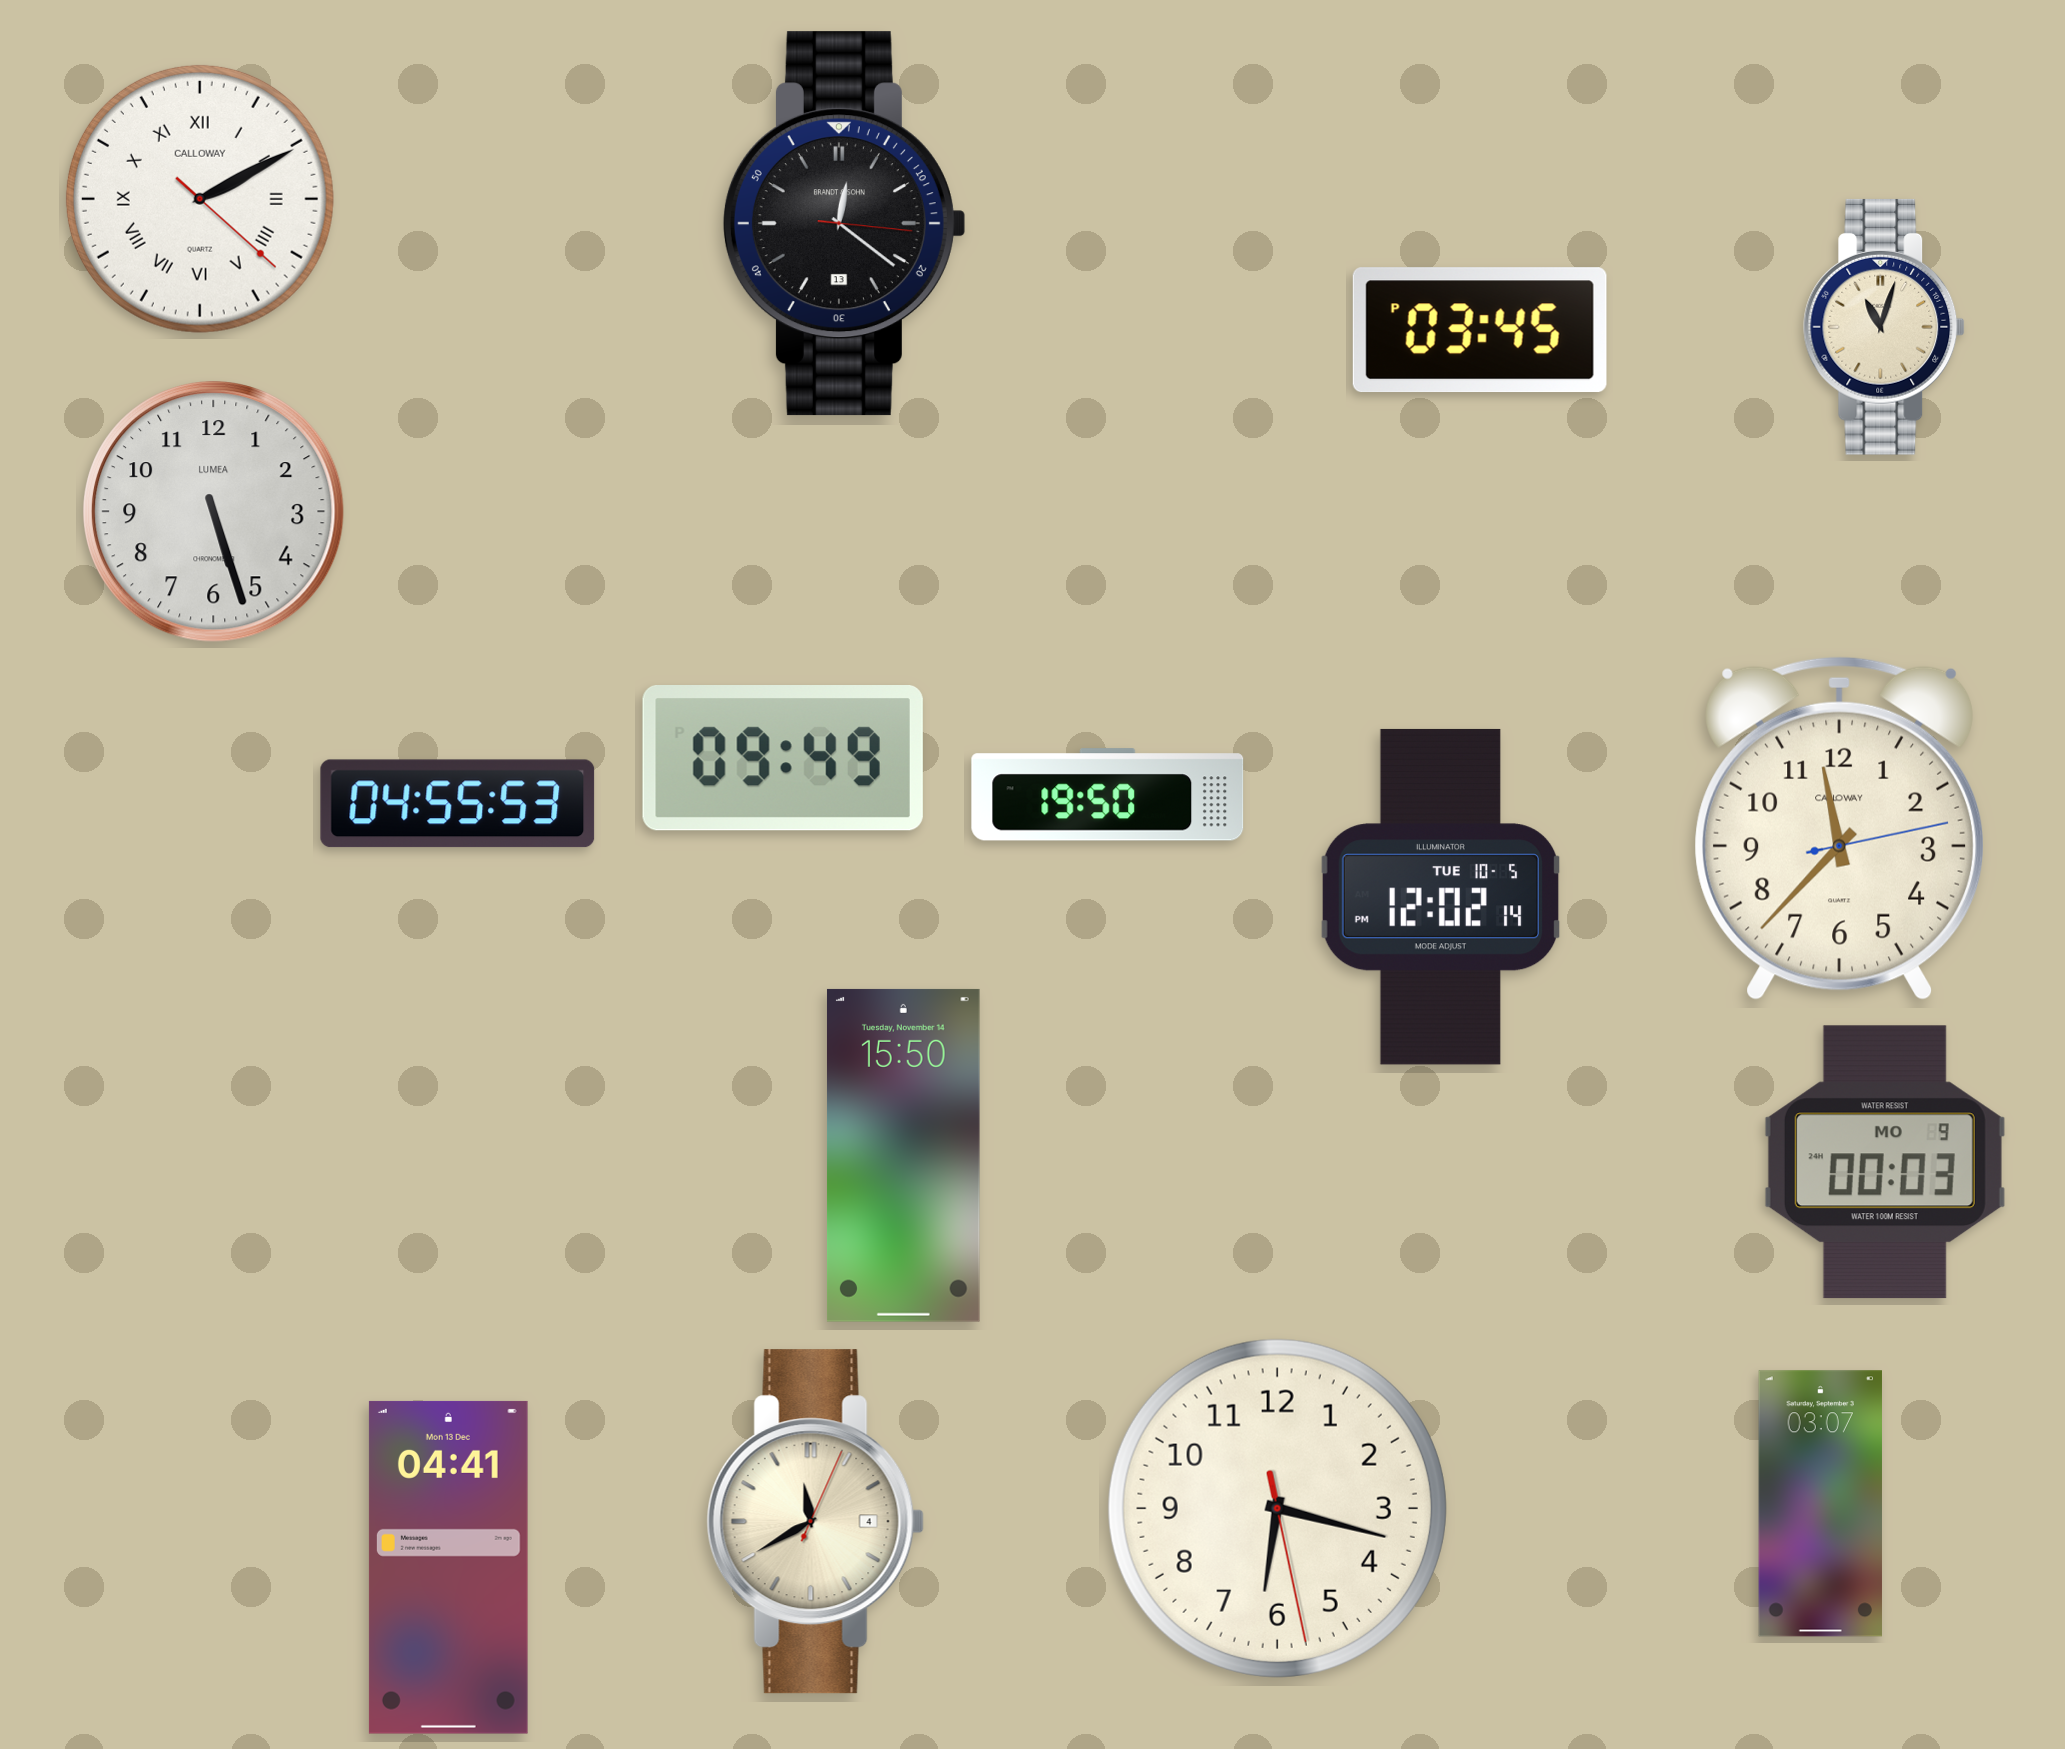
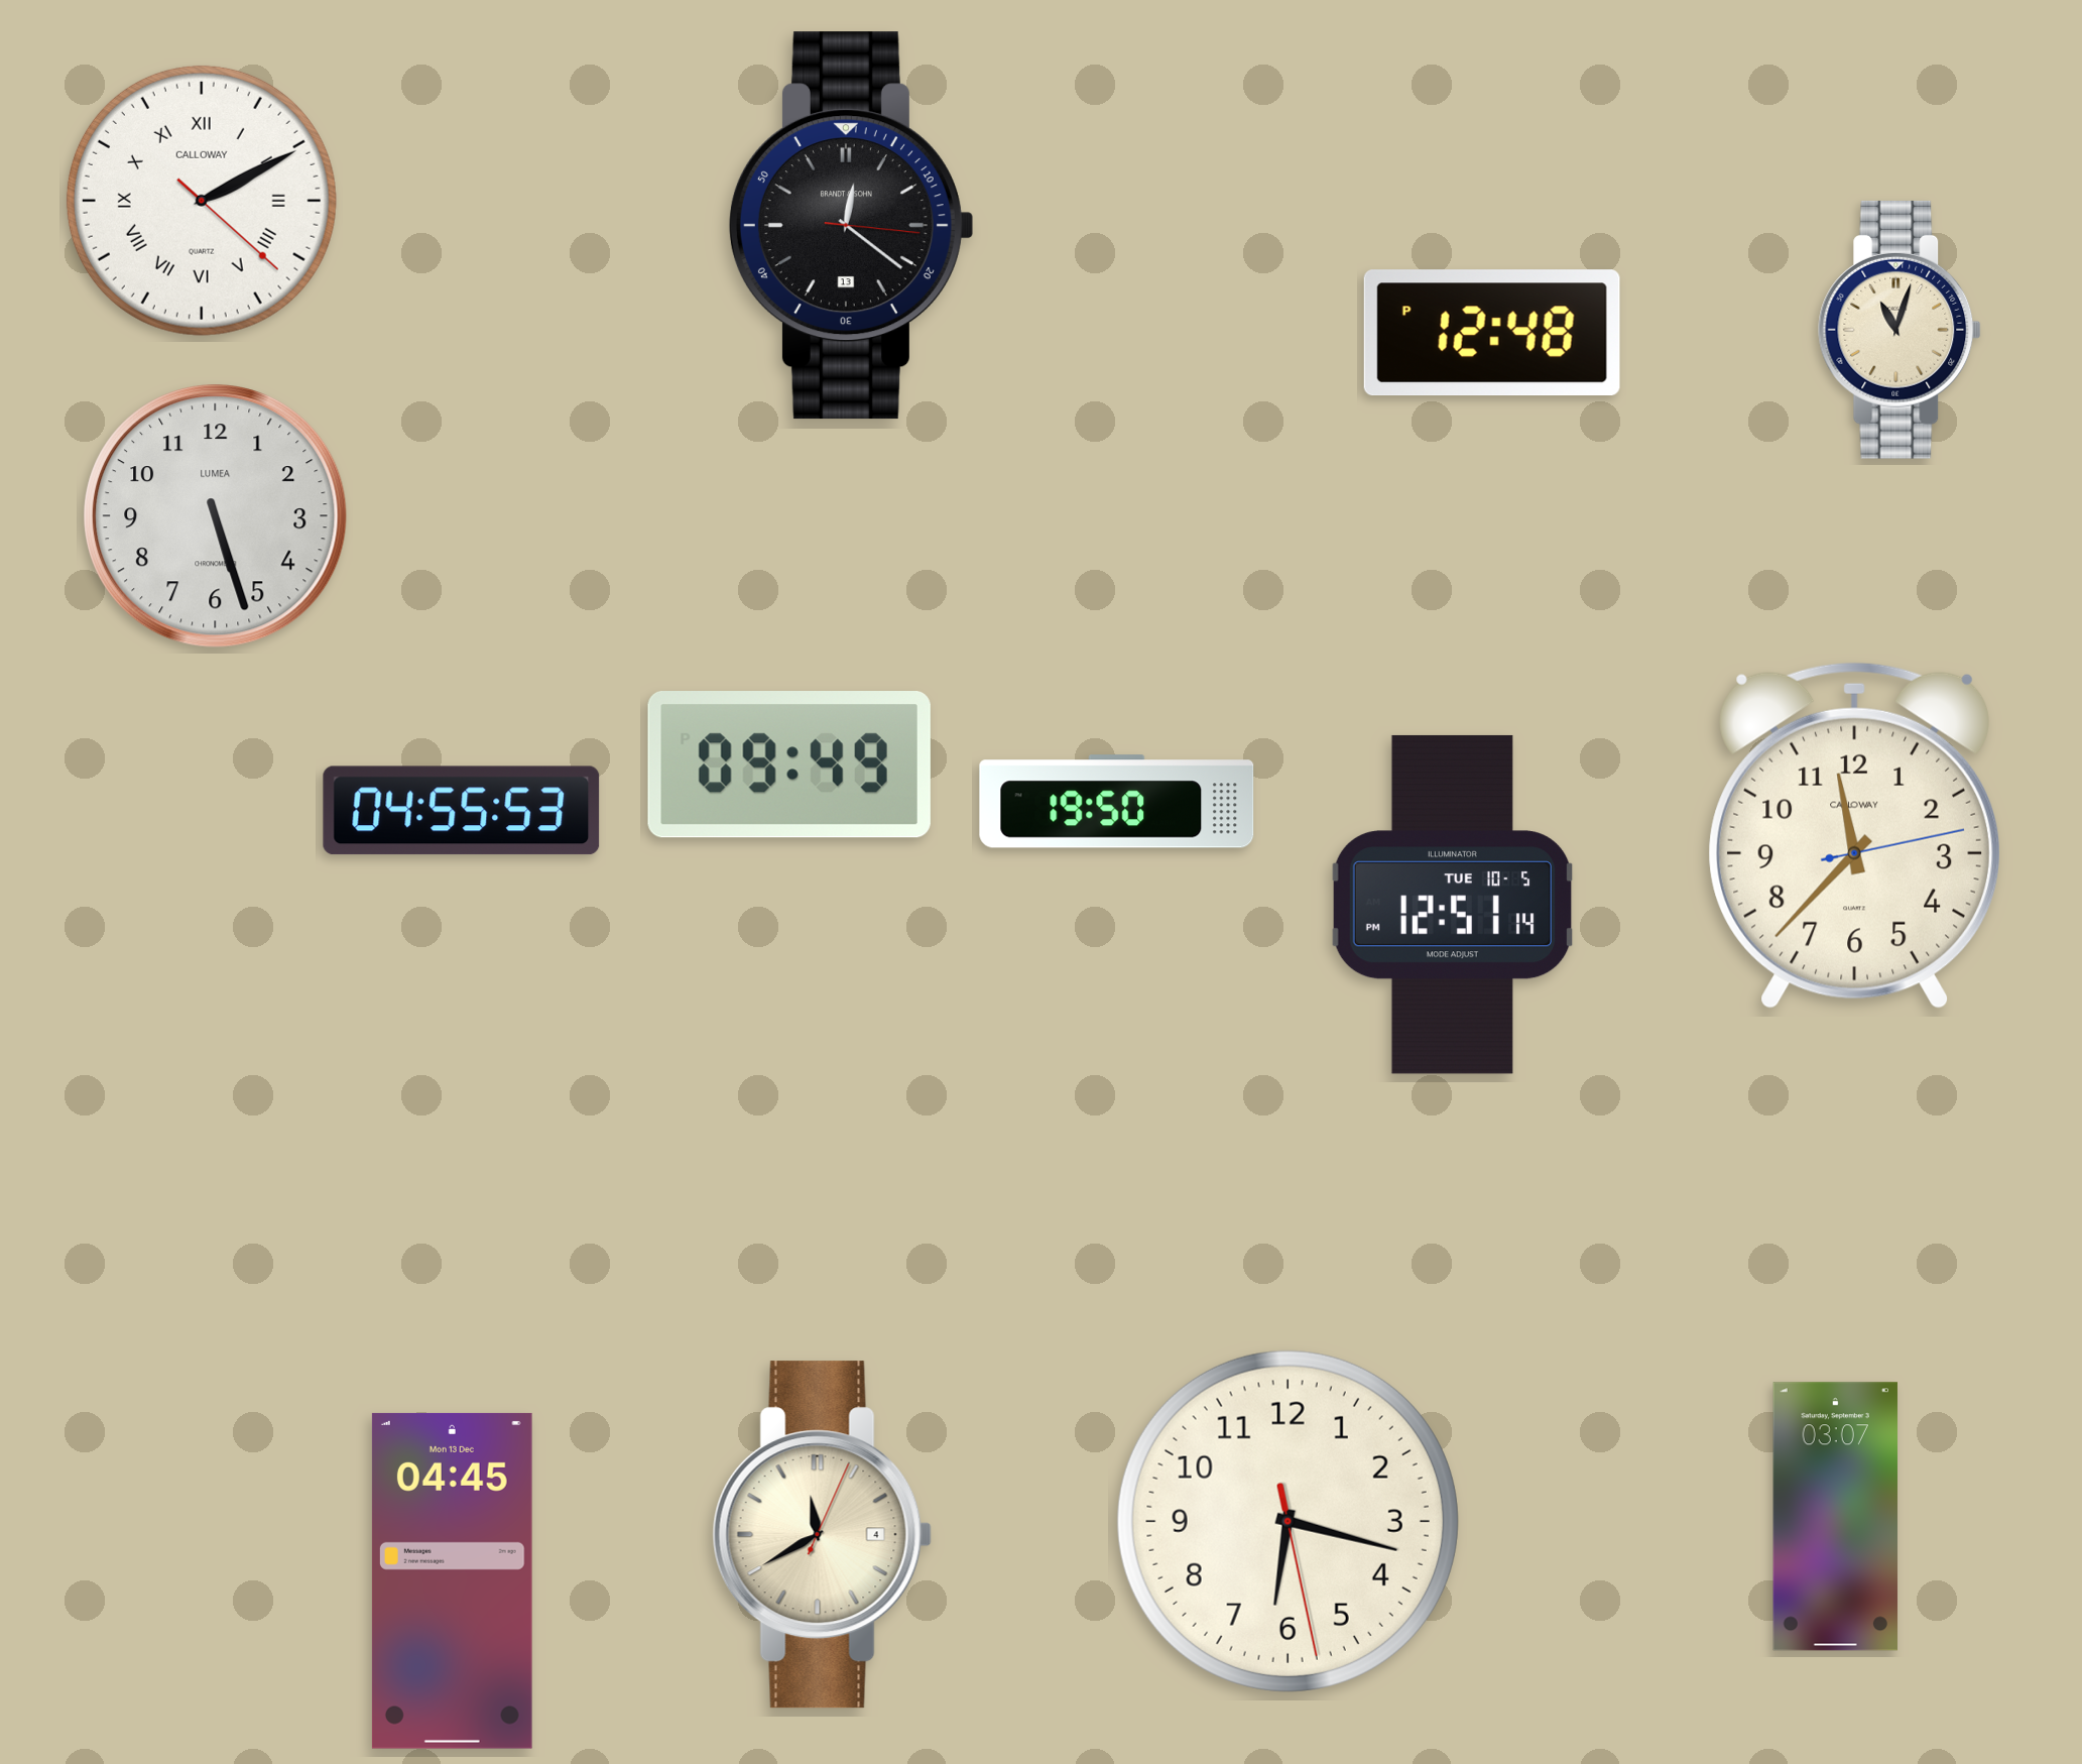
clock at (1480, 330): 03:45 -> 12:48
clock at (1441, 897): 12:02 -> 12:51
clock at (903, 1155): 15:50 -> none
clock at (1885, 1162): 00:03 -> none
clock at (448, 1567): 04:41 -> 04:45
